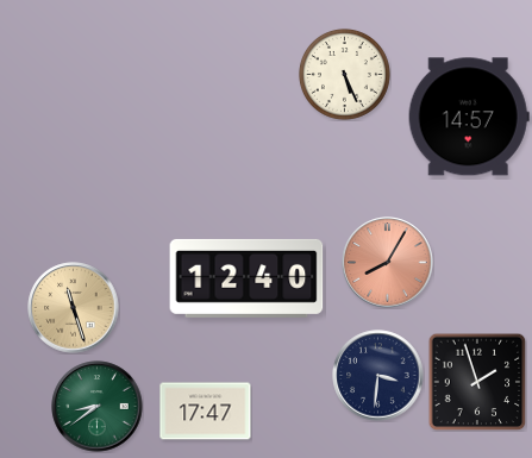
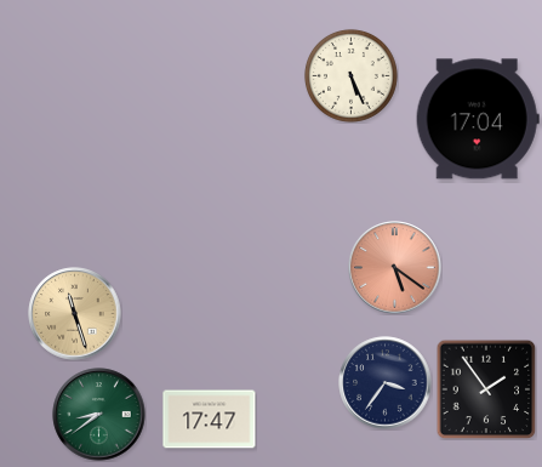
clock at (469, 117): 14:57 -> 17:04
clock at (388, 263): 8:05 -> 5:21
clock at (246, 278): 12:40 -> none
clock at (378, 376): 3:31 -> 3:36
clock at (477, 382): 1:57 -> 1:54
